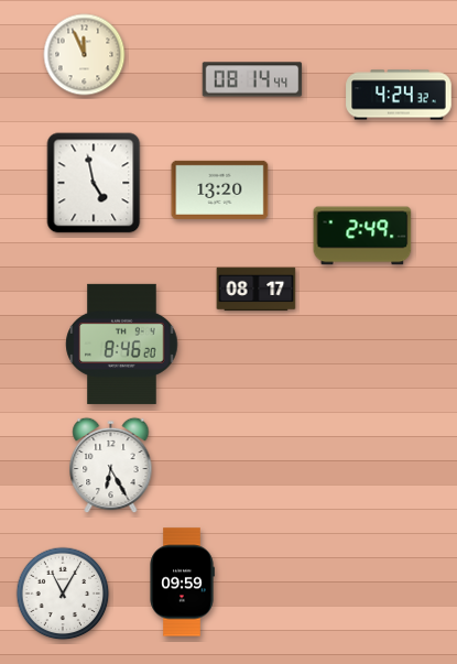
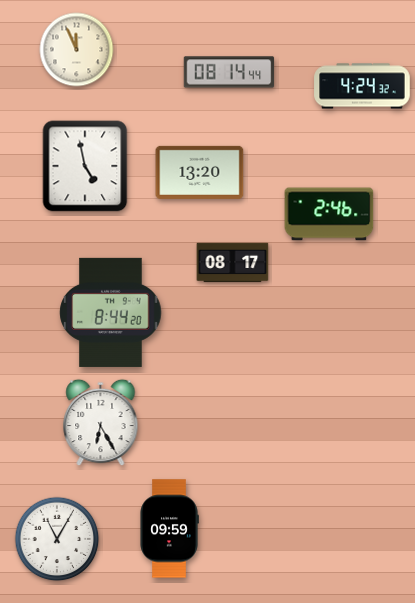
clock at (362, 236): 2:49 -> 2:46
clock at (122, 344): 8:46 -> 8:44
clock at (182, 583) position: (182, 583) -> (169, 529)
